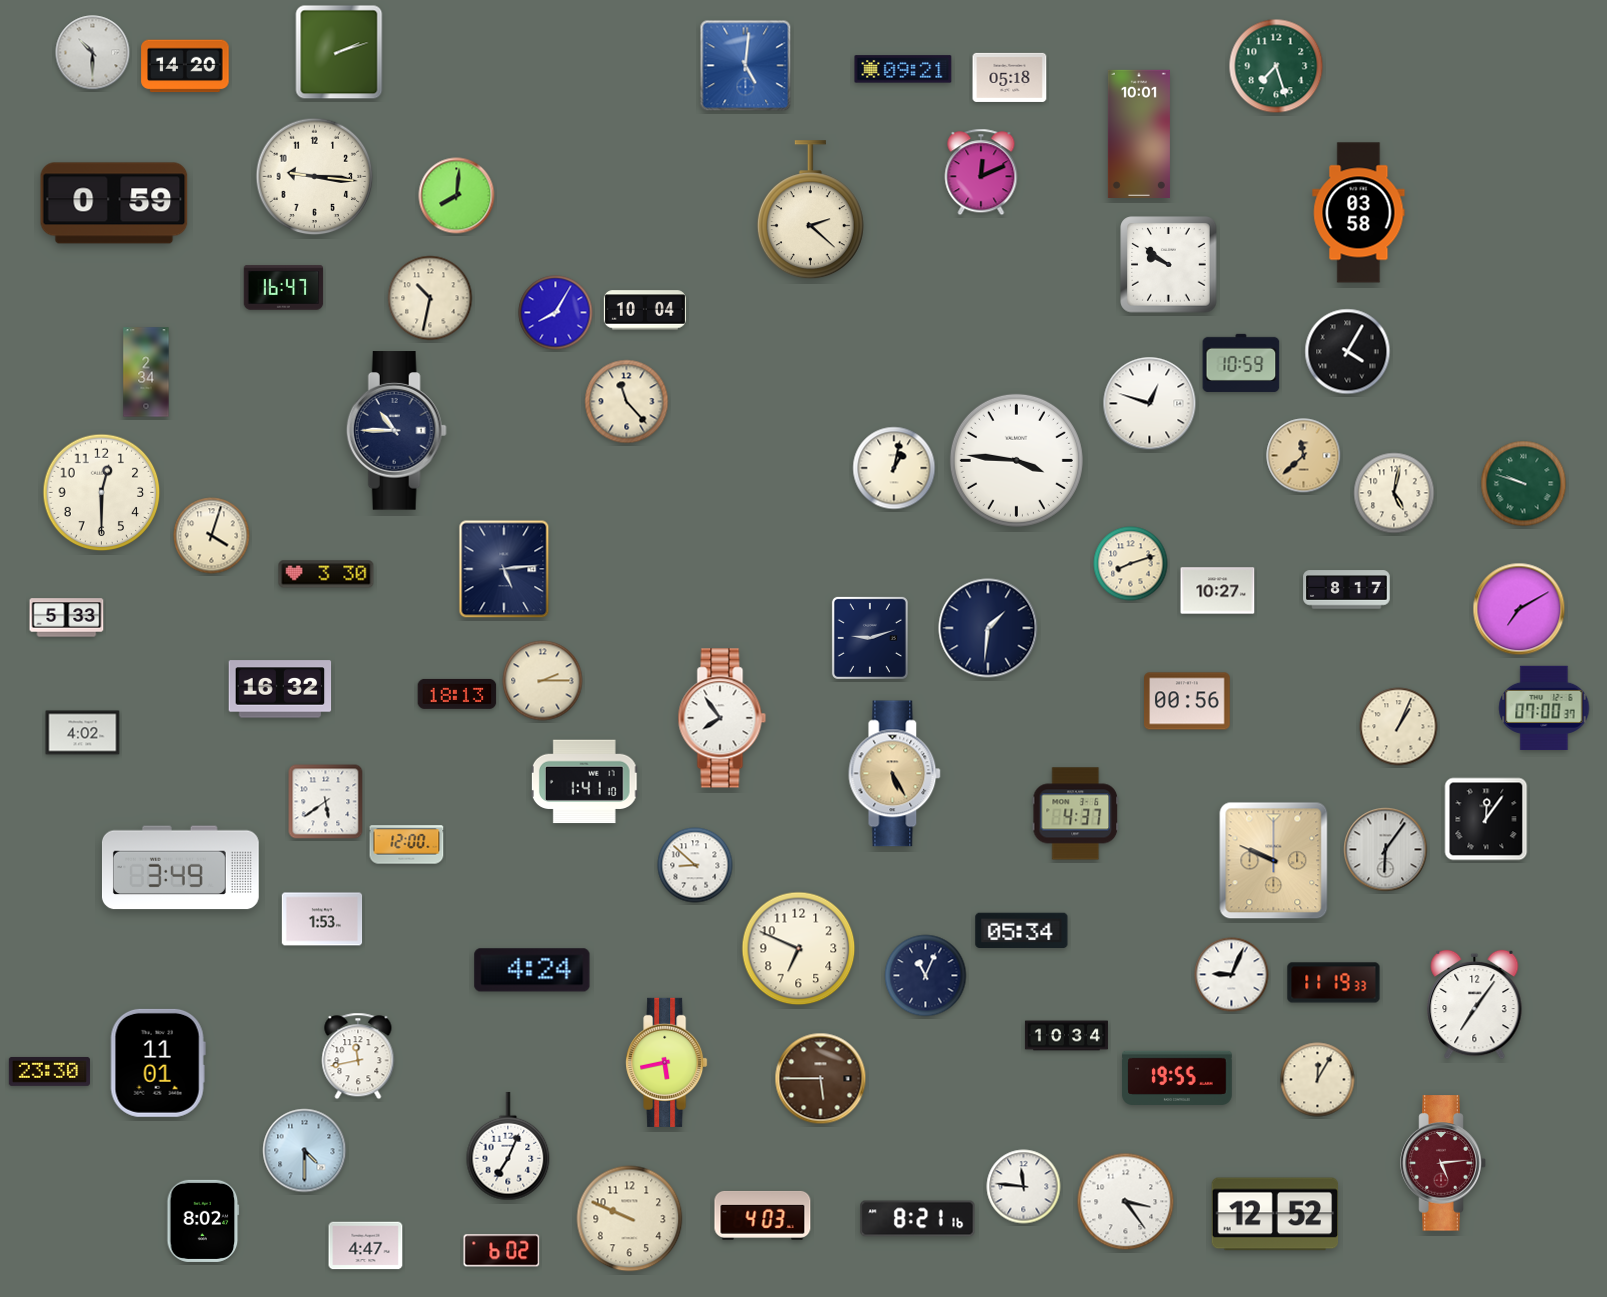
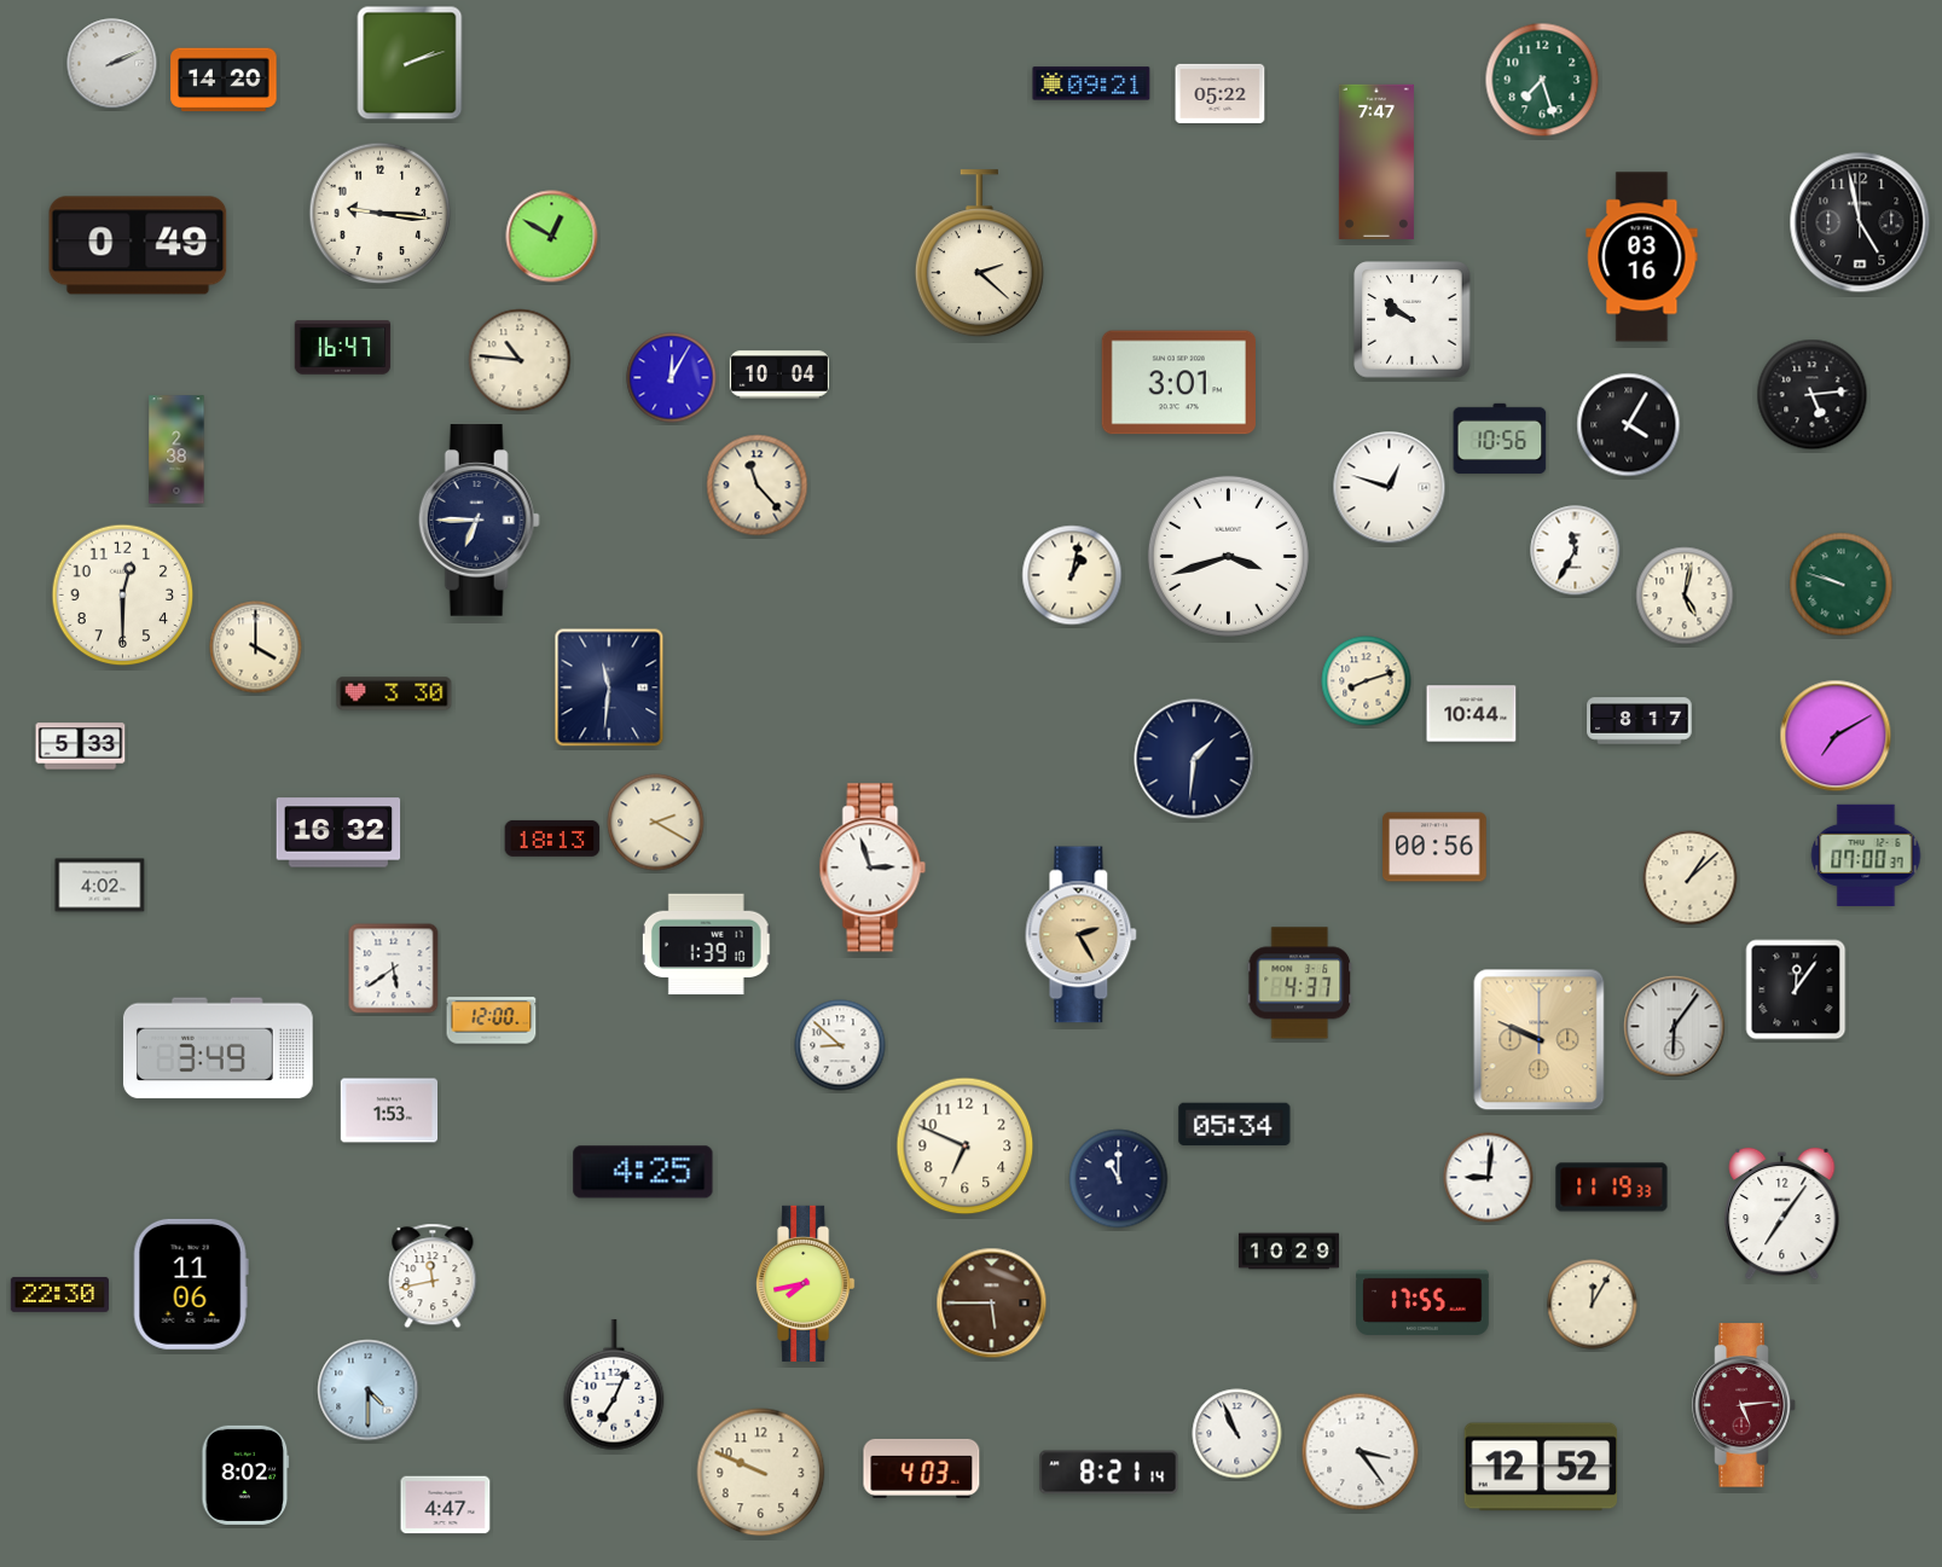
clock at (93, 53): 10:30 -> 2:11
clock at (746, 66): 5:01 -> none
clock at (1010, 77): 05:18 -> 05:22
clock at (1139, 133): 10:01 -> 7:47
clock at (981, 172): 12:11 -> none
clock at (1860, 222): none -> 4:58
clock at (457, 196): 8:01 -> 12:50
clock at (114, 203): 0:59 -> 0:49
clock at (1359, 213): 03:58 -> 03:16
clock at (430, 298): 10:32 -> 10:46
clock at (556, 313): 8:05 -> 12:05
clock at (1178, 383): none -> 3:01
clock at (1813, 395): none -> 5:14
clock at (1241, 363): 10:59 -> 10:56
clock at (146, 372): 2:34 -> 2:38
clock at (396, 431): 10:45 -> 6:45
clock at (1304, 456): 11:38 -> 11:35
clock at (1304, 456) dial: champagne -> white
clock at (1016, 460): 3:46 -> 3:42
clock at (894, 468) position: (894, 468) -> (1072, 575)
clock at (212, 536): 4:03 -> 4:00
clock at (504, 569): 5:14 -> 11:31
clock at (1347, 590) position: (1347, 590) -> (1640, 721)
clock at (1218, 591): 10:27 -> 10:44
clock at (870, 638): 9:12 -> none
clock at (543, 681): 2:15 -> 2:20
clock at (722, 718): 7:54 -> 2:57
clock at (1399, 727): 1:04 -> 1:08
clock at (895, 774): 5:25 -> 2:25
clock at (584, 782): 1:41 -> 1:39
clock at (532, 970): 4:24 -> 4:25
clock at (1232, 975): 9:04 -> 9:01
clock at (926, 976): 11:04 -> 11:00
clock at (1066, 1036): 10:34 -> 10:29
clock at (667, 1062): 5:43 -> 7:43
clock at (158, 1063): 11:01 -> 11:06
clock at (49, 1071): 23:30 -> 22:30
clock at (1177, 1077): 19:55 -> 17:55
clock at (1024, 1187): 11:46 -> 10:56
clock at (918, 1219): 8:21:16 -> 8:21:14
clock at (366, 1246) position: (366, 1246) -> (446, 1505)
clock at (502, 1251): 6:02 -> none
